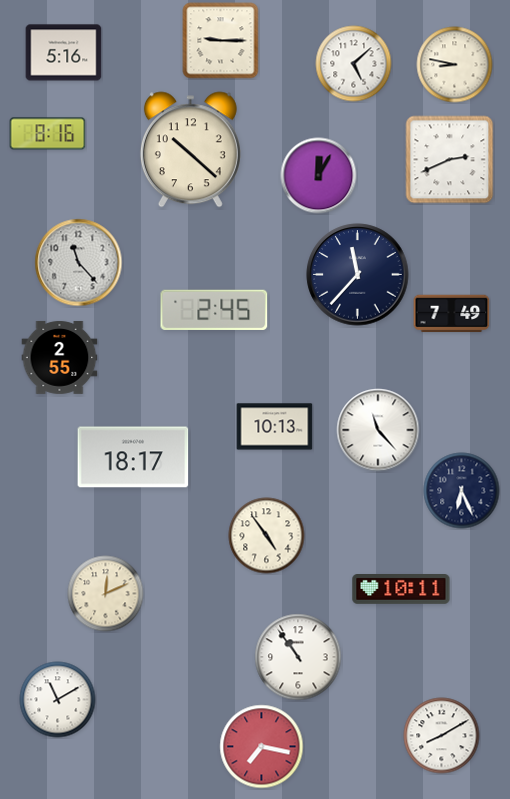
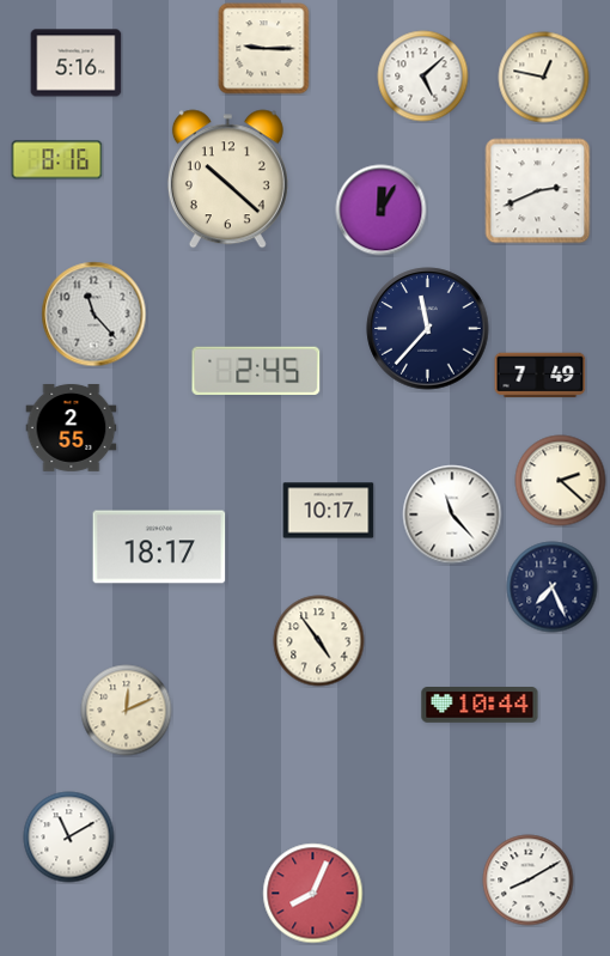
clock at (455, 65): 8:47 -> 12:47
clock at (561, 481): none -> 2:22
clock at (275, 427): 10:13 -> 10:17
clock at (462, 491): 6:26 -> 7:26
clock at (401, 590): 10:11 -> 10:44
clock at (298, 657): 10:54 -> none
clock at (262, 747): 7:17 -> 8:04
